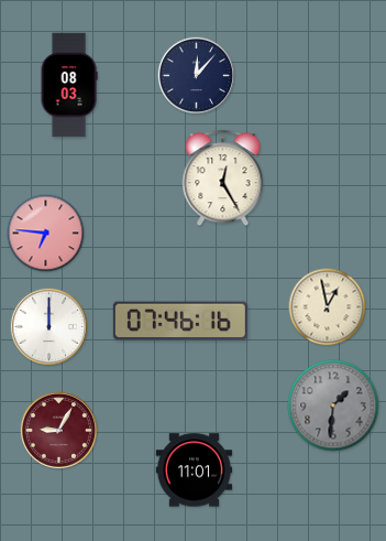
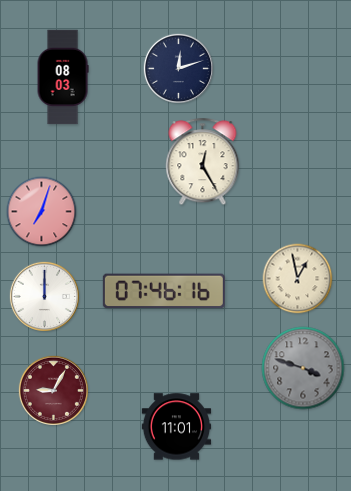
clock at (196, 75): 12:07 -> 12:12
clock at (46, 234): 6:46 -> 7:03
clock at (333, 405): 1:31 -> 3:48
